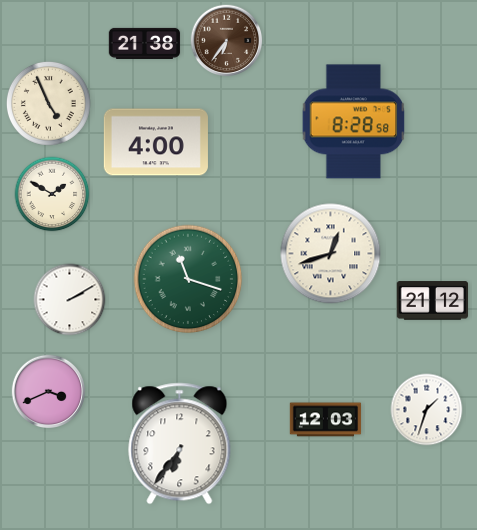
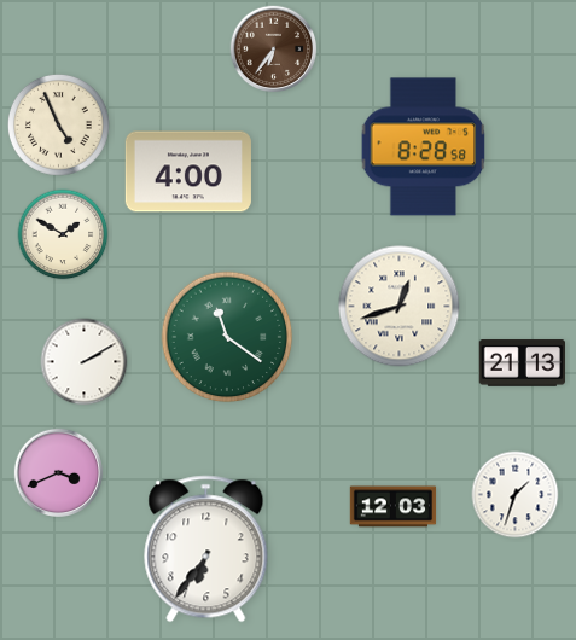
clock at (145, 43): 21:38 -> none
clock at (354, 122) position: (354, 122) -> (424, 147)
clock at (188, 279): 11:18 -> 11:21
clock at (432, 301): 21:12 -> 21:13
clock at (180, 444) position: (180, 444) -> (206, 549)
